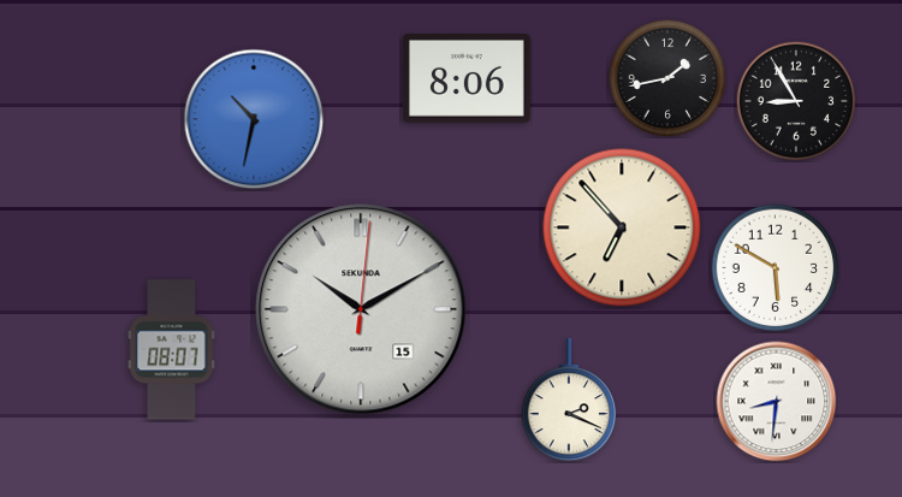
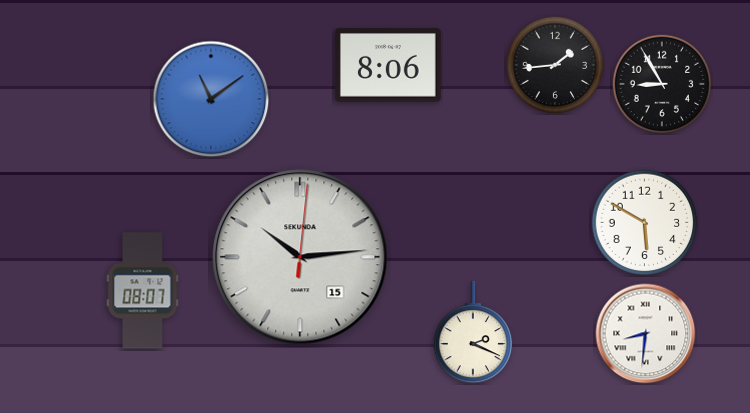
clock at (667, 78): 1:43 -> 1:44
clock at (254, 119): 10:32 -> 11:09
clock at (622, 227): 6:53 -> none
clock at (361, 309): 10:10 -> 10:14
